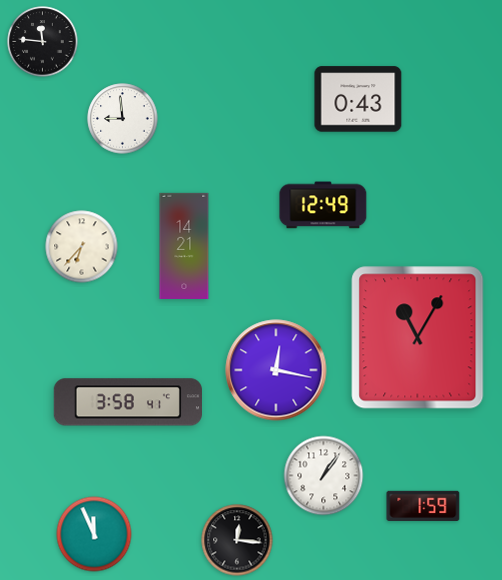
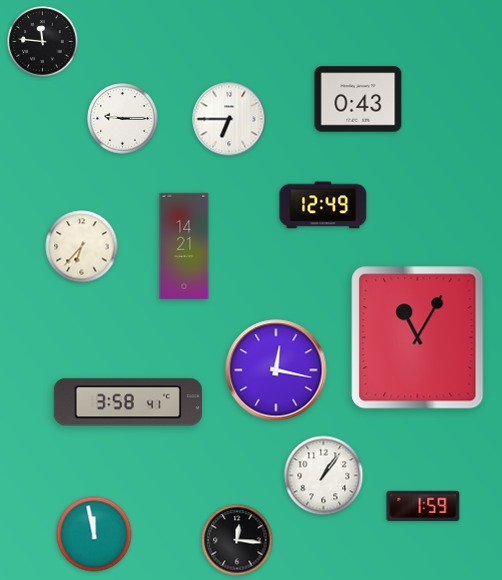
clock at (123, 119): 8:59 -> 9:15
clock at (229, 119): none -> 6:45
clock at (94, 534): 11:56 -> 11:58
